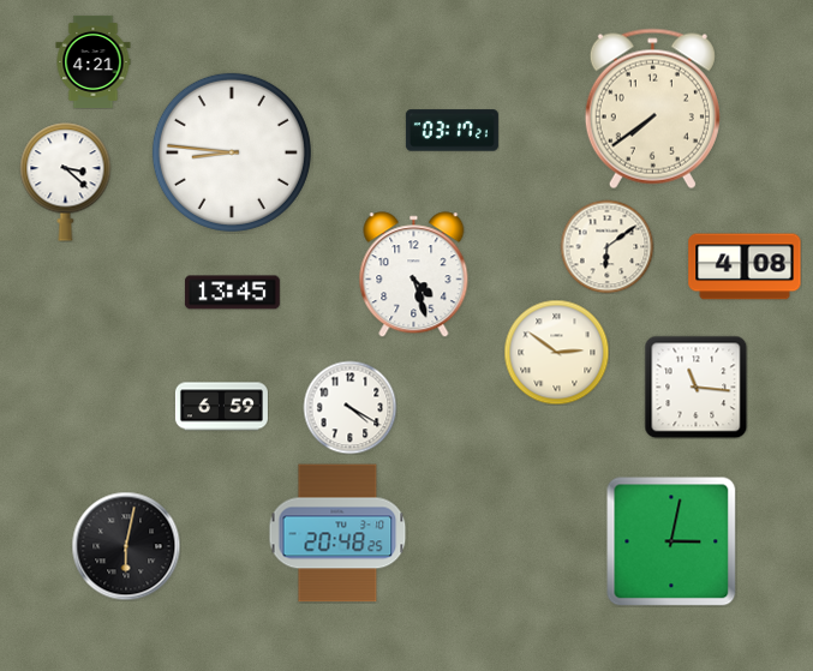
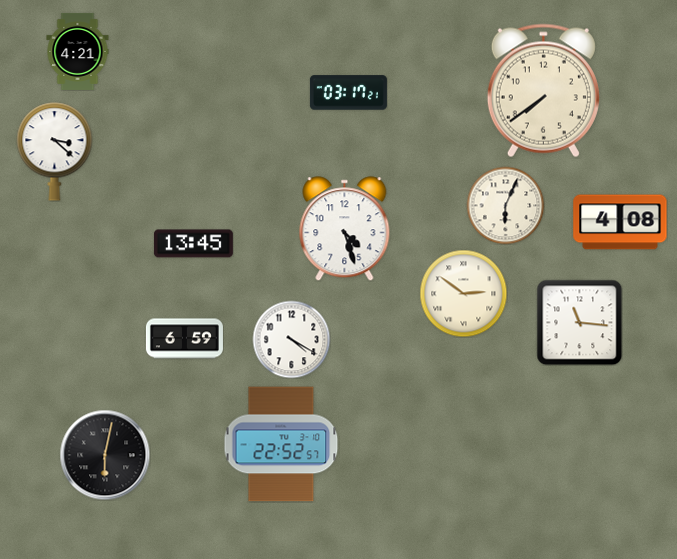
clock at (452, 131) position: (452, 131) -> (348, 93)
clock at (232, 152): 8:46 -> none
clock at (606, 246): 6:09 -> 6:04
clock at (337, 533): 20:48 -> 22:52
clock at (671, 541): 3:02 -> none
